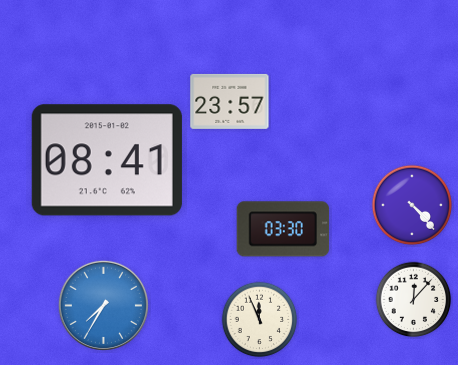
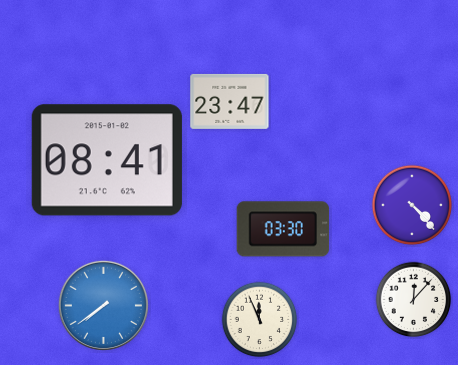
clock at (230, 101): 23:57 -> 23:47
clock at (103, 305): 7:35 -> 7:39
